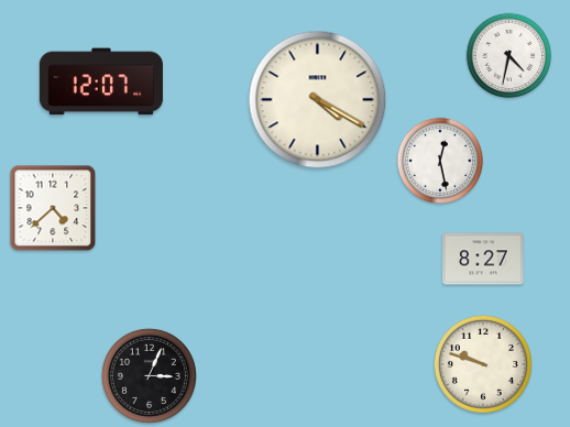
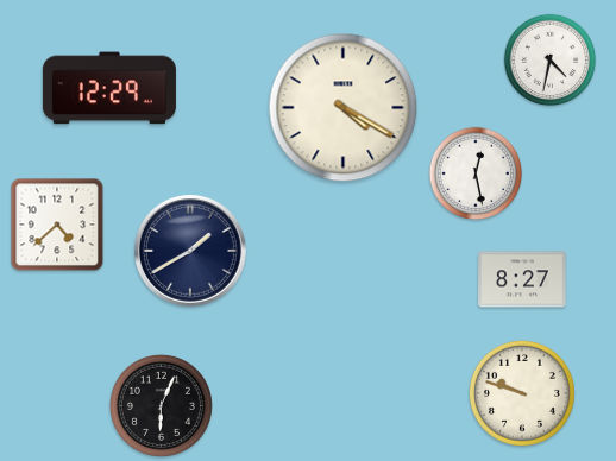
clock at (101, 81): 12:07 -> 12:29
clock at (191, 252): none -> 1:40
clock at (149, 375): 3:04 -> 6:04
